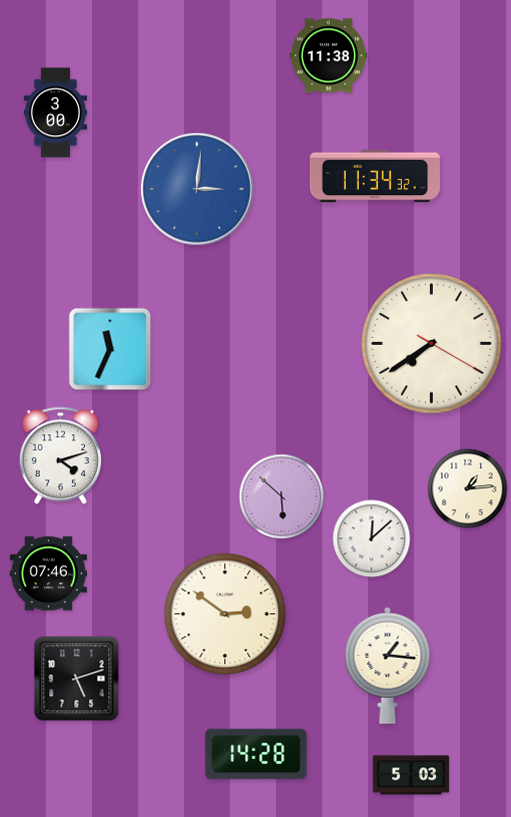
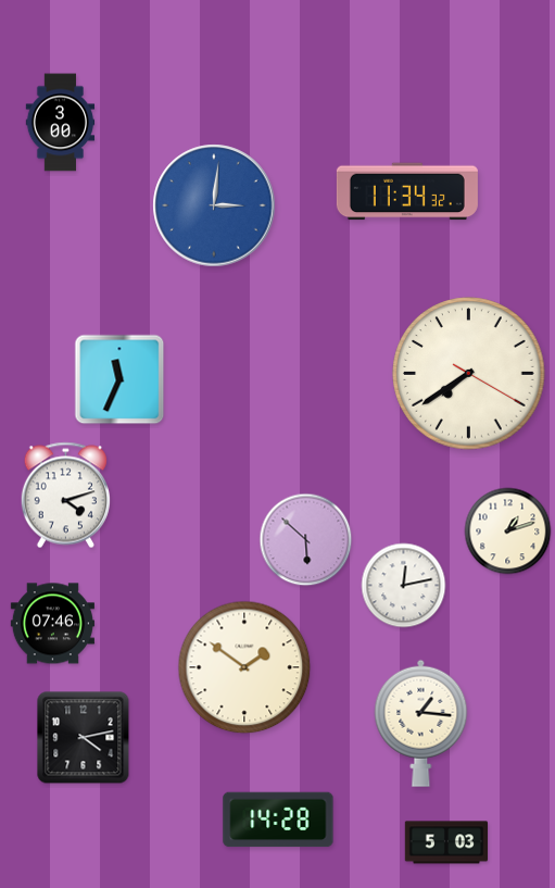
clock at (328, 56): 11:38 -> none
clock at (468, 489): 1:14 -> 1:12
clock at (372, 539): 12:08 -> 12:13
clock at (225, 614): 2:51 -> 1:51
clock at (77, 679): 5:12 -> 4:13
